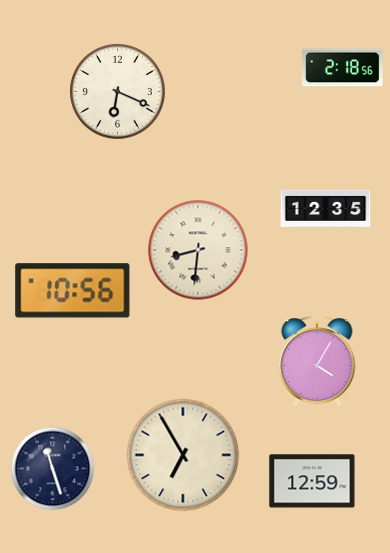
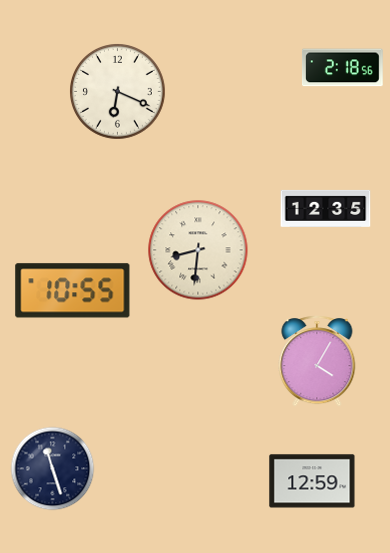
clock at (73, 291): 10:56 -> 10:55
clock at (183, 455): 6:55 -> none
